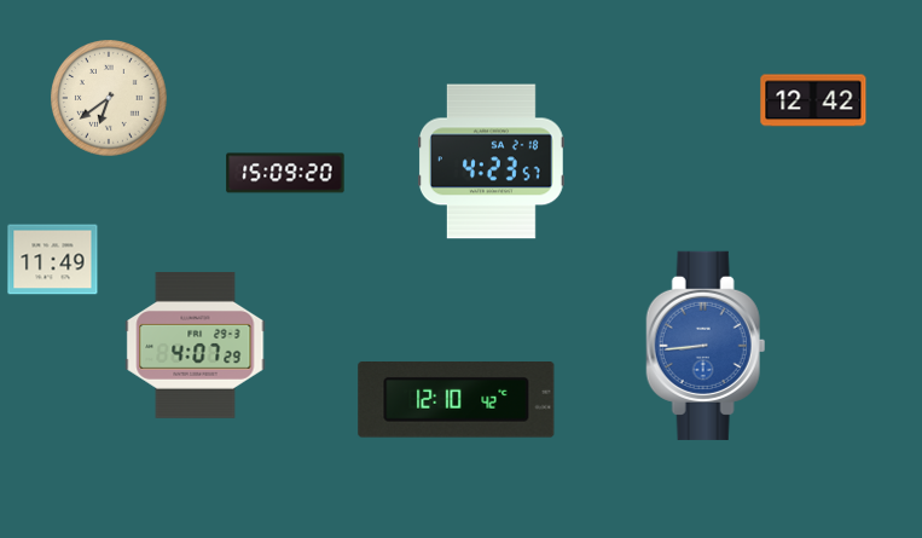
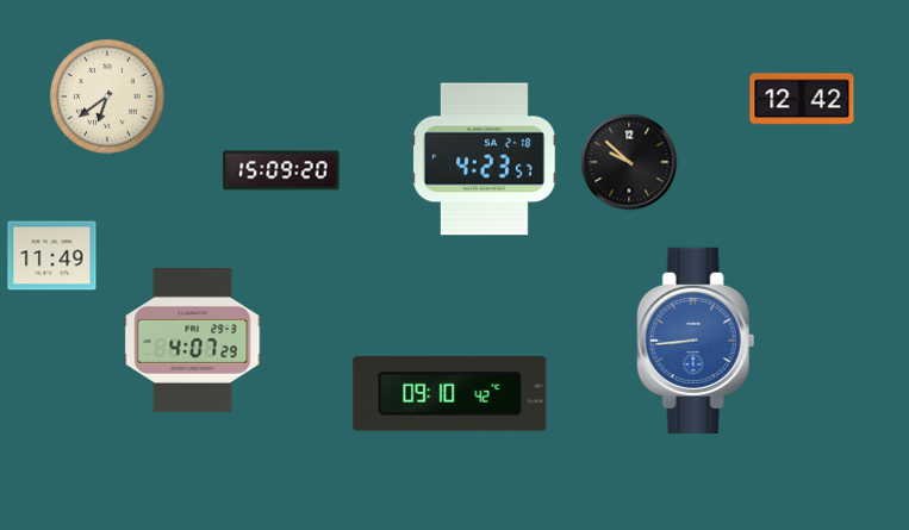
clock at (629, 162): none -> 9:52
clock at (457, 400): 12:10 -> 09:10
